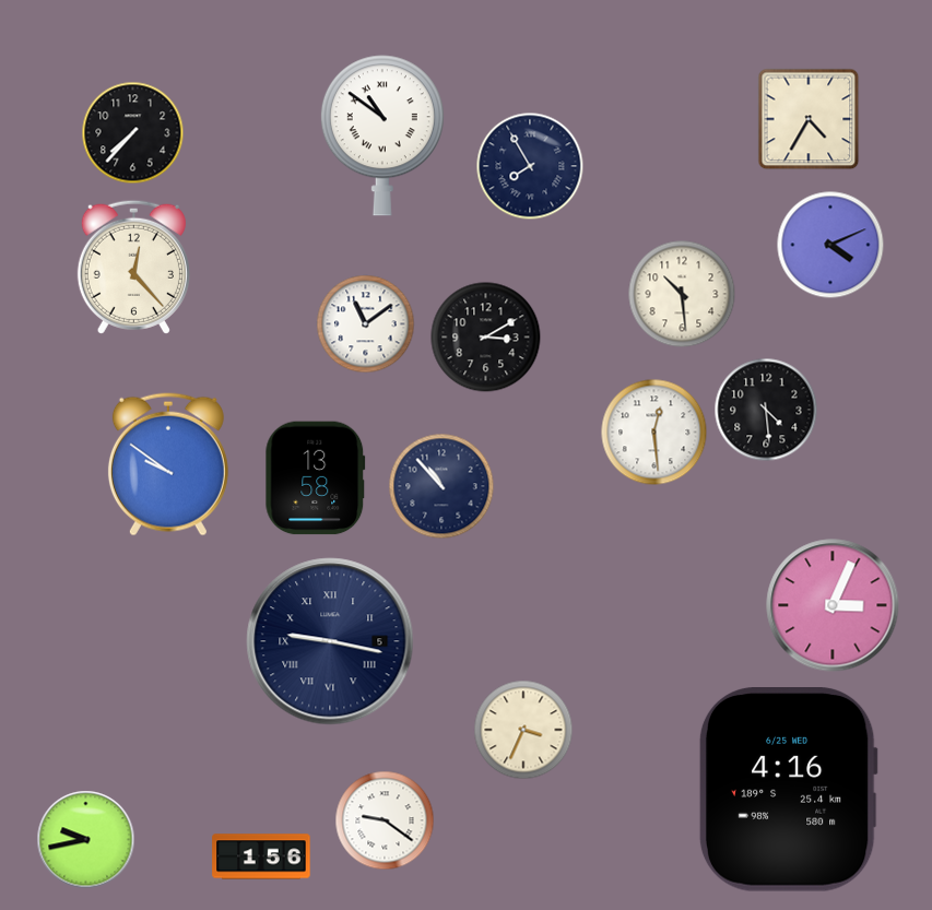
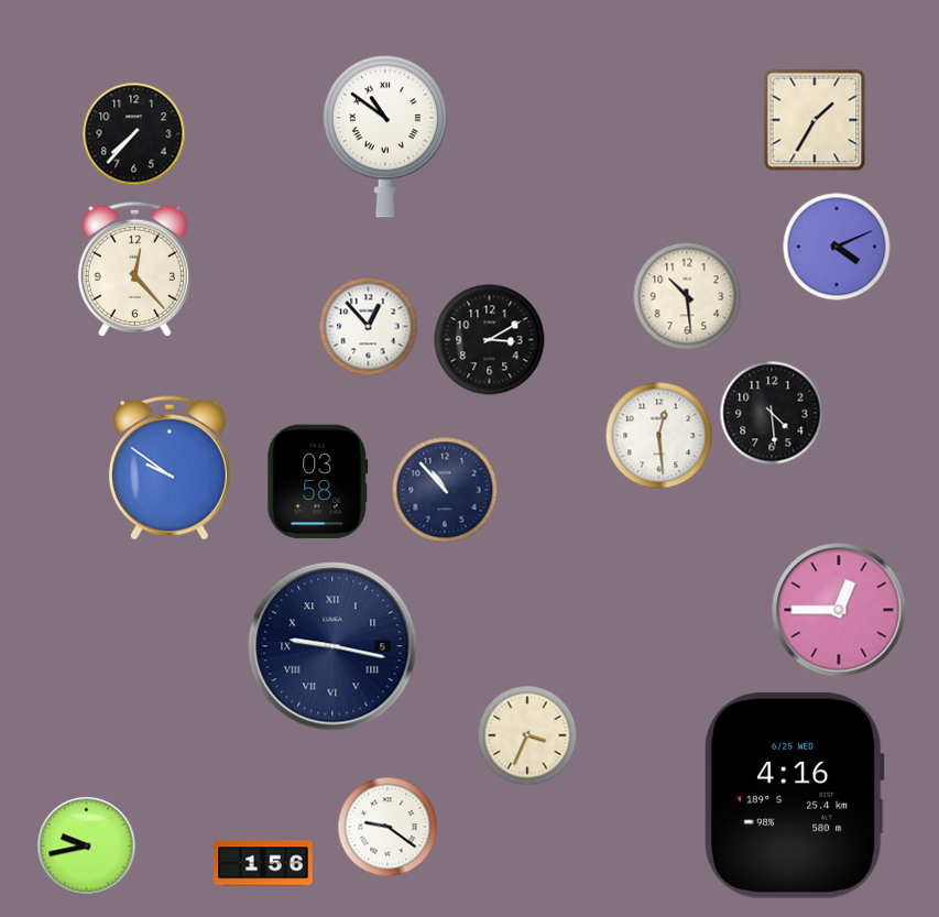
clock at (809, 119): 4:35 -> 1:35
clock at (530, 166): 7:55 -> none
clock at (366, 324): 11:09 -> 12:53
clock at (316, 478): 13:58 -> 03:58
clock at (833, 605): 3:04 -> 12:45
